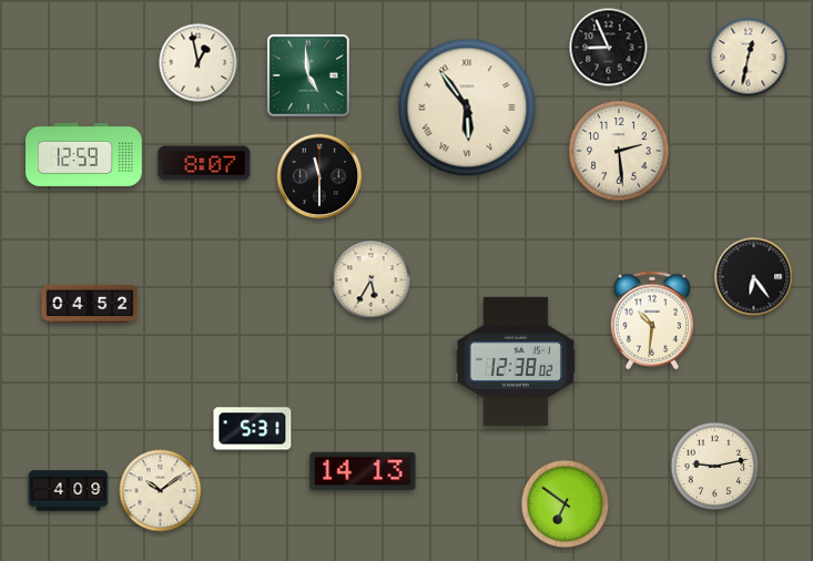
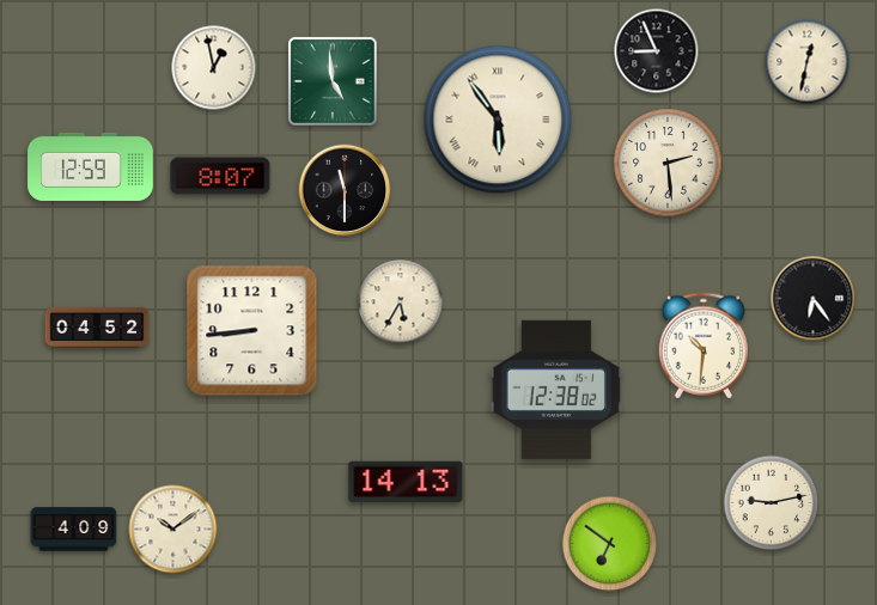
clock at (467, 108) position: (467, 108) -> (498, 120)
clock at (252, 331): none -> 8:44
clock at (253, 429): 5:31 -> none
clock at (363, 471) position: (363, 471) -> (406, 482)
